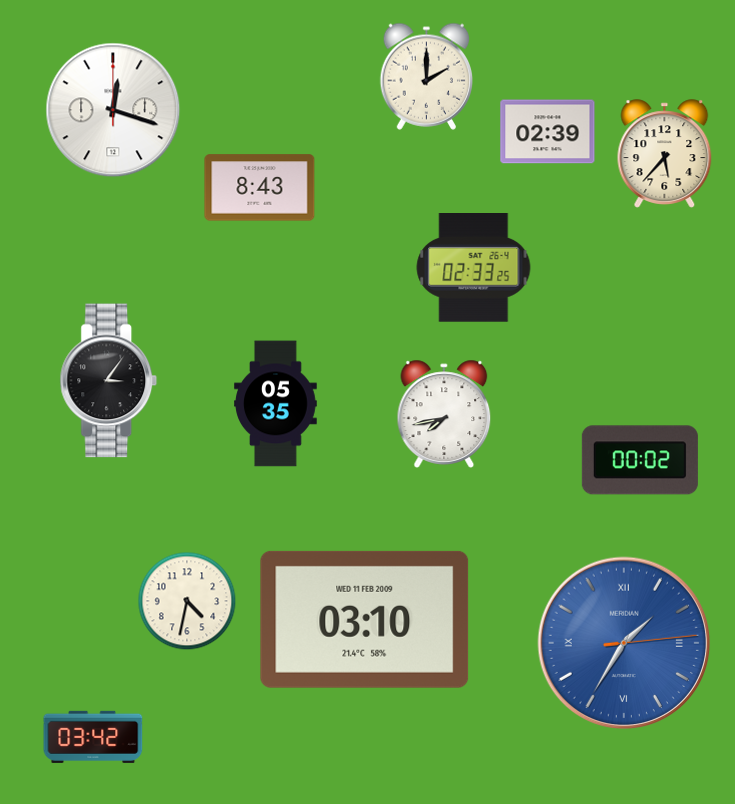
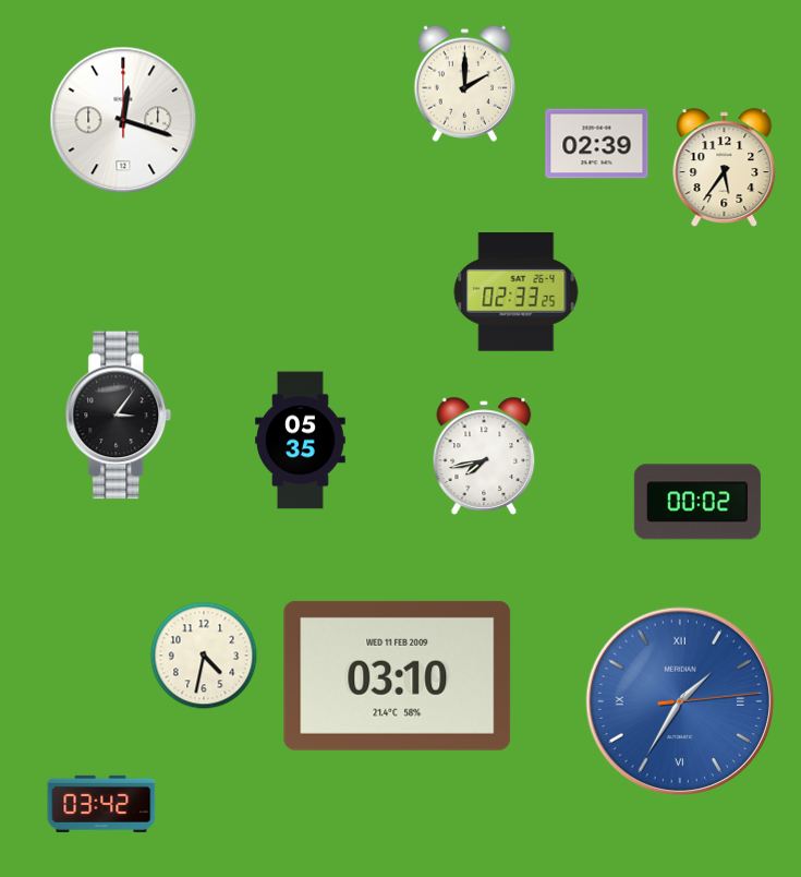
clock at (665, 154): 5:37 -> 5:36
clock at (260, 188): 8:43 -> none
clock at (444, 414) position: (444, 414) -> (484, 456)
